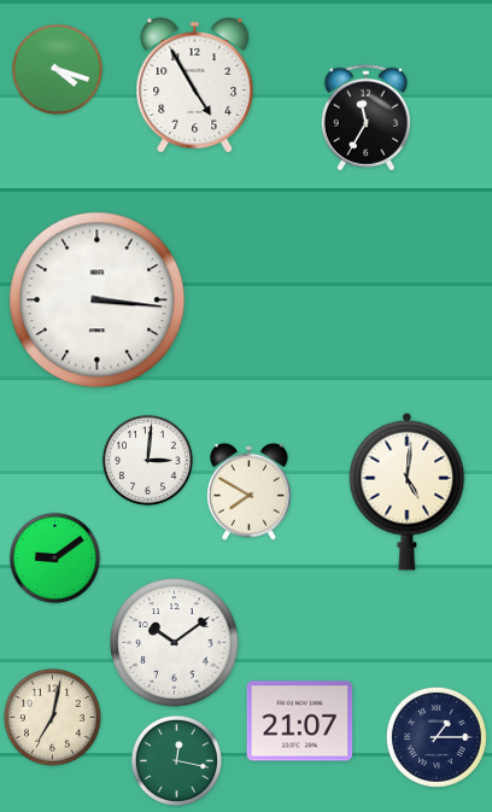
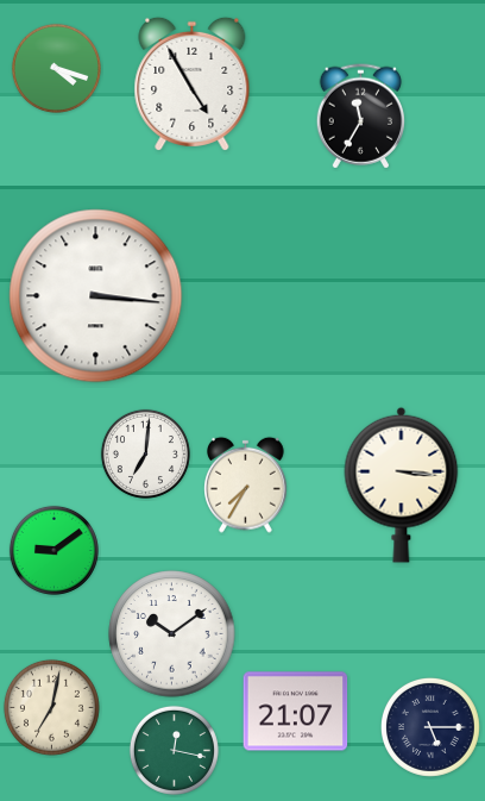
clock at (147, 460): 3:01 -> 7:01
clock at (250, 491): 7:50 -> 7:35
clock at (408, 491): 5:01 -> 3:16
clock at (437, 737): 1:15 -> 5:15
